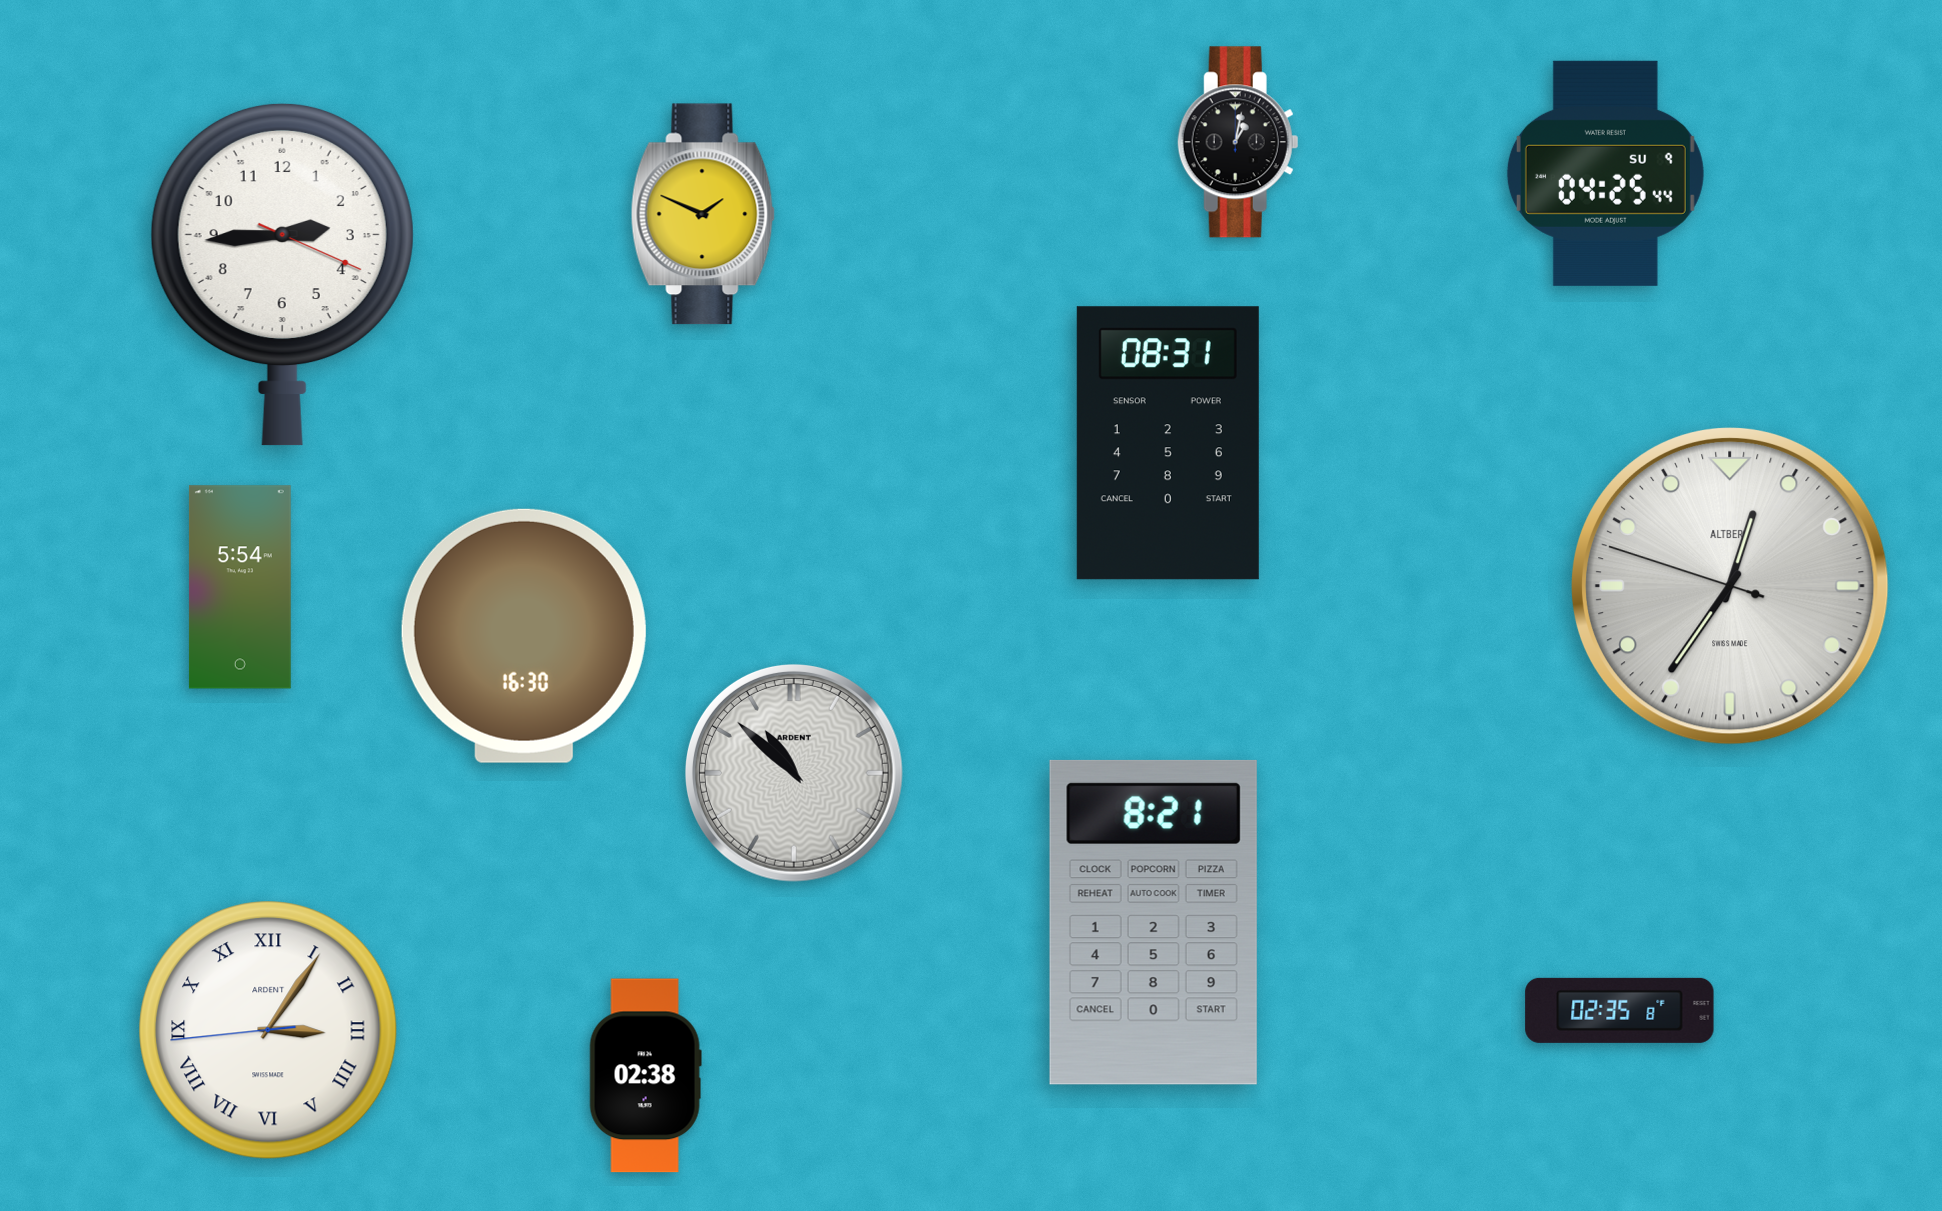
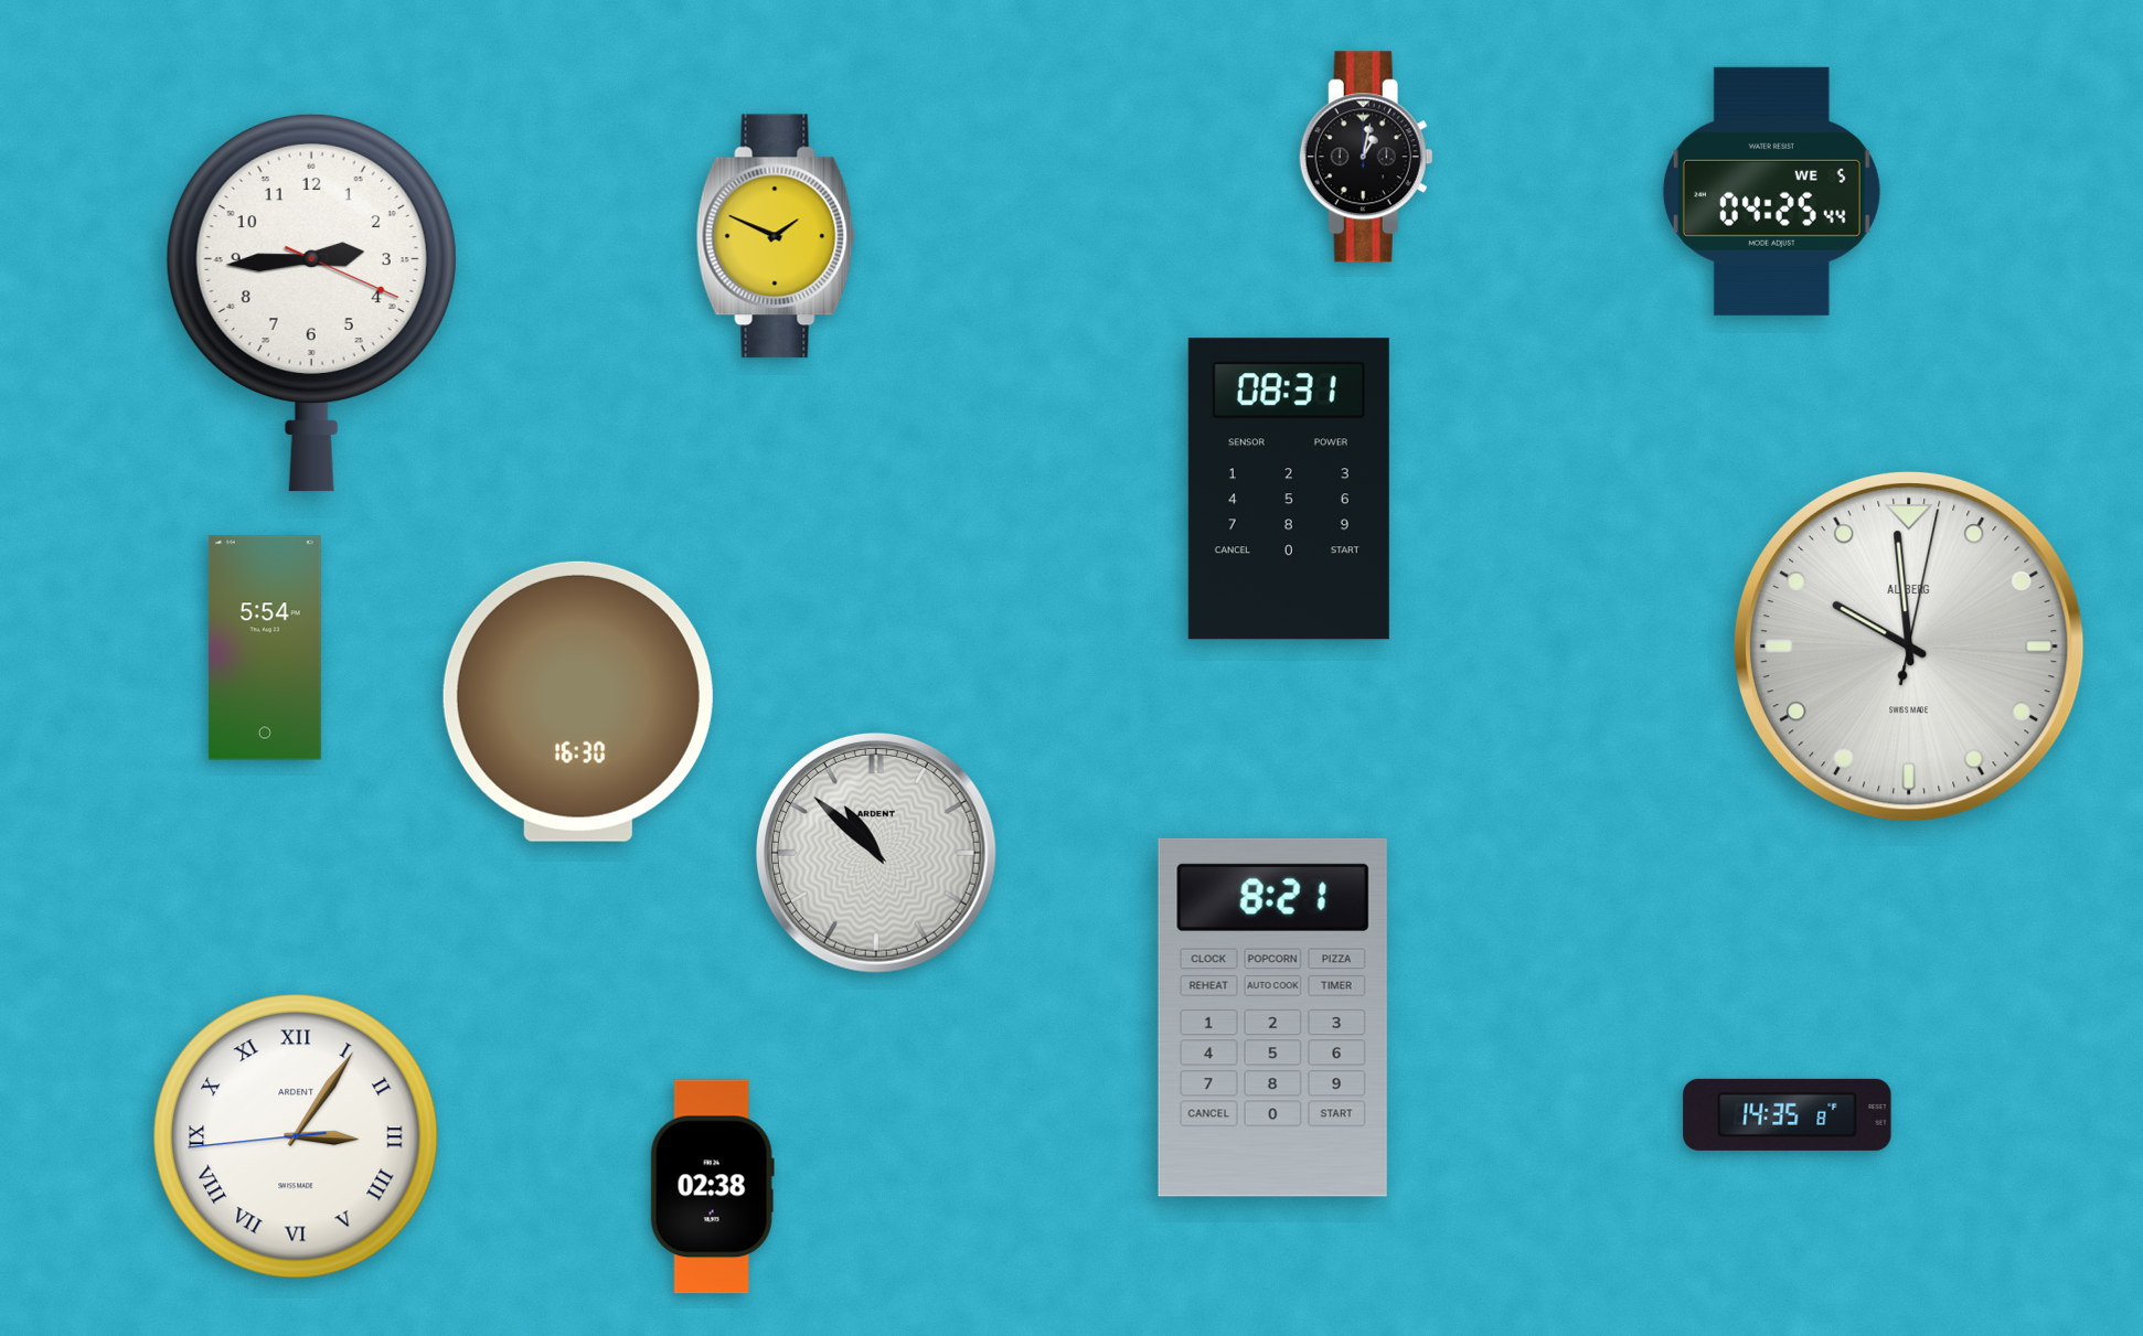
clock at (1605, 173) date: SU 9 -> WE 5
clock at (1730, 586): 12:35 -> 9:59
clock at (1620, 1010): 02:35 -> 14:35
